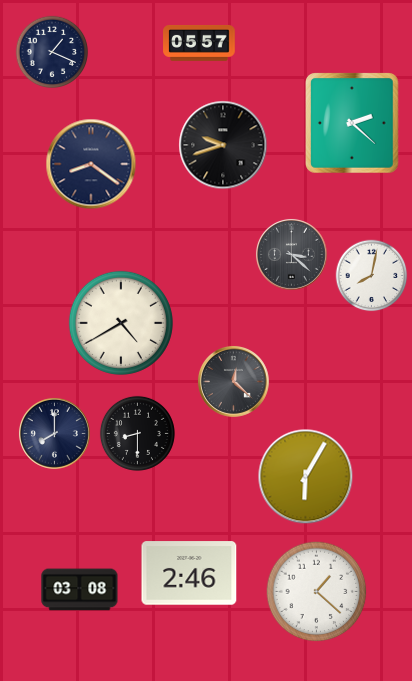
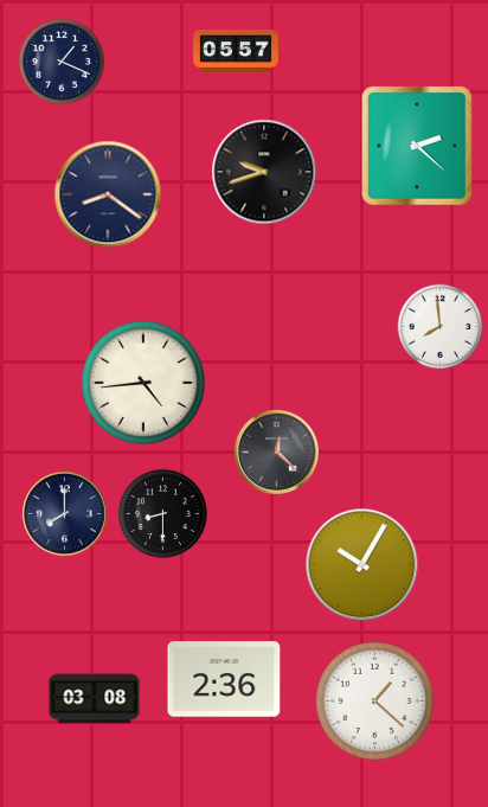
clock at (291, 254): 3:22 -> none
clock at (372, 276): 8:02 -> 7:59
clock at (121, 323): 4:40 -> 4:44
clock at (306, 477): 6:05 -> 10:05
clock at (189, 573): 2:46 -> 2:36
